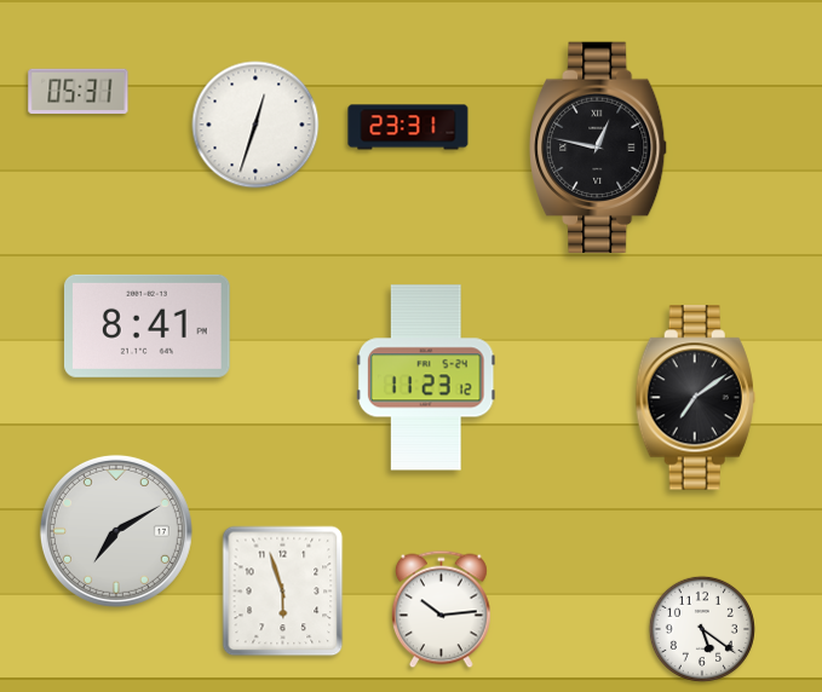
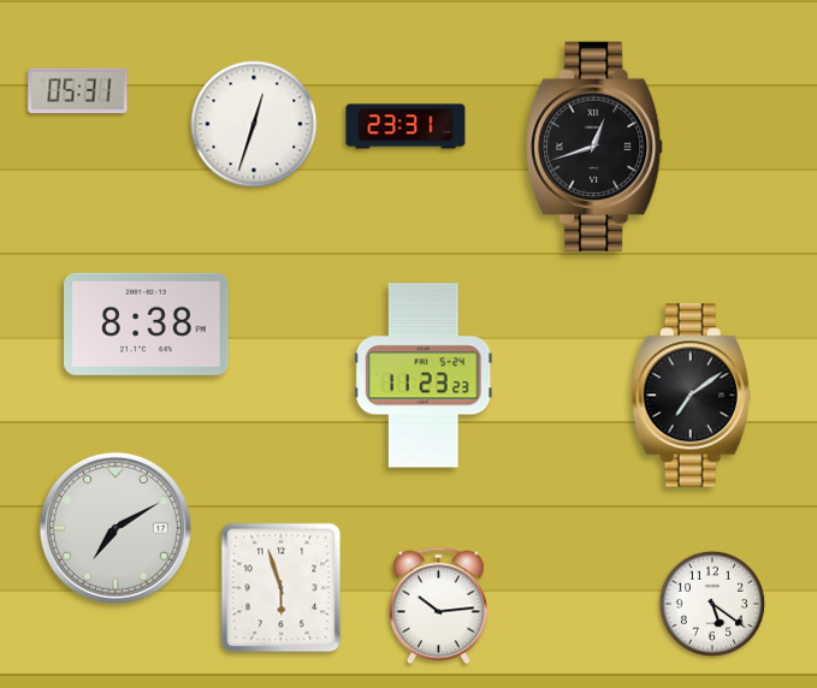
clock at (599, 146): 12:47 -> 12:42
clock at (148, 325): 8:41 -> 8:38
clock at (426, 377): 11:23:12 -> 11:23:23
clock at (702, 629) position: (702, 629) -> (712, 604)
